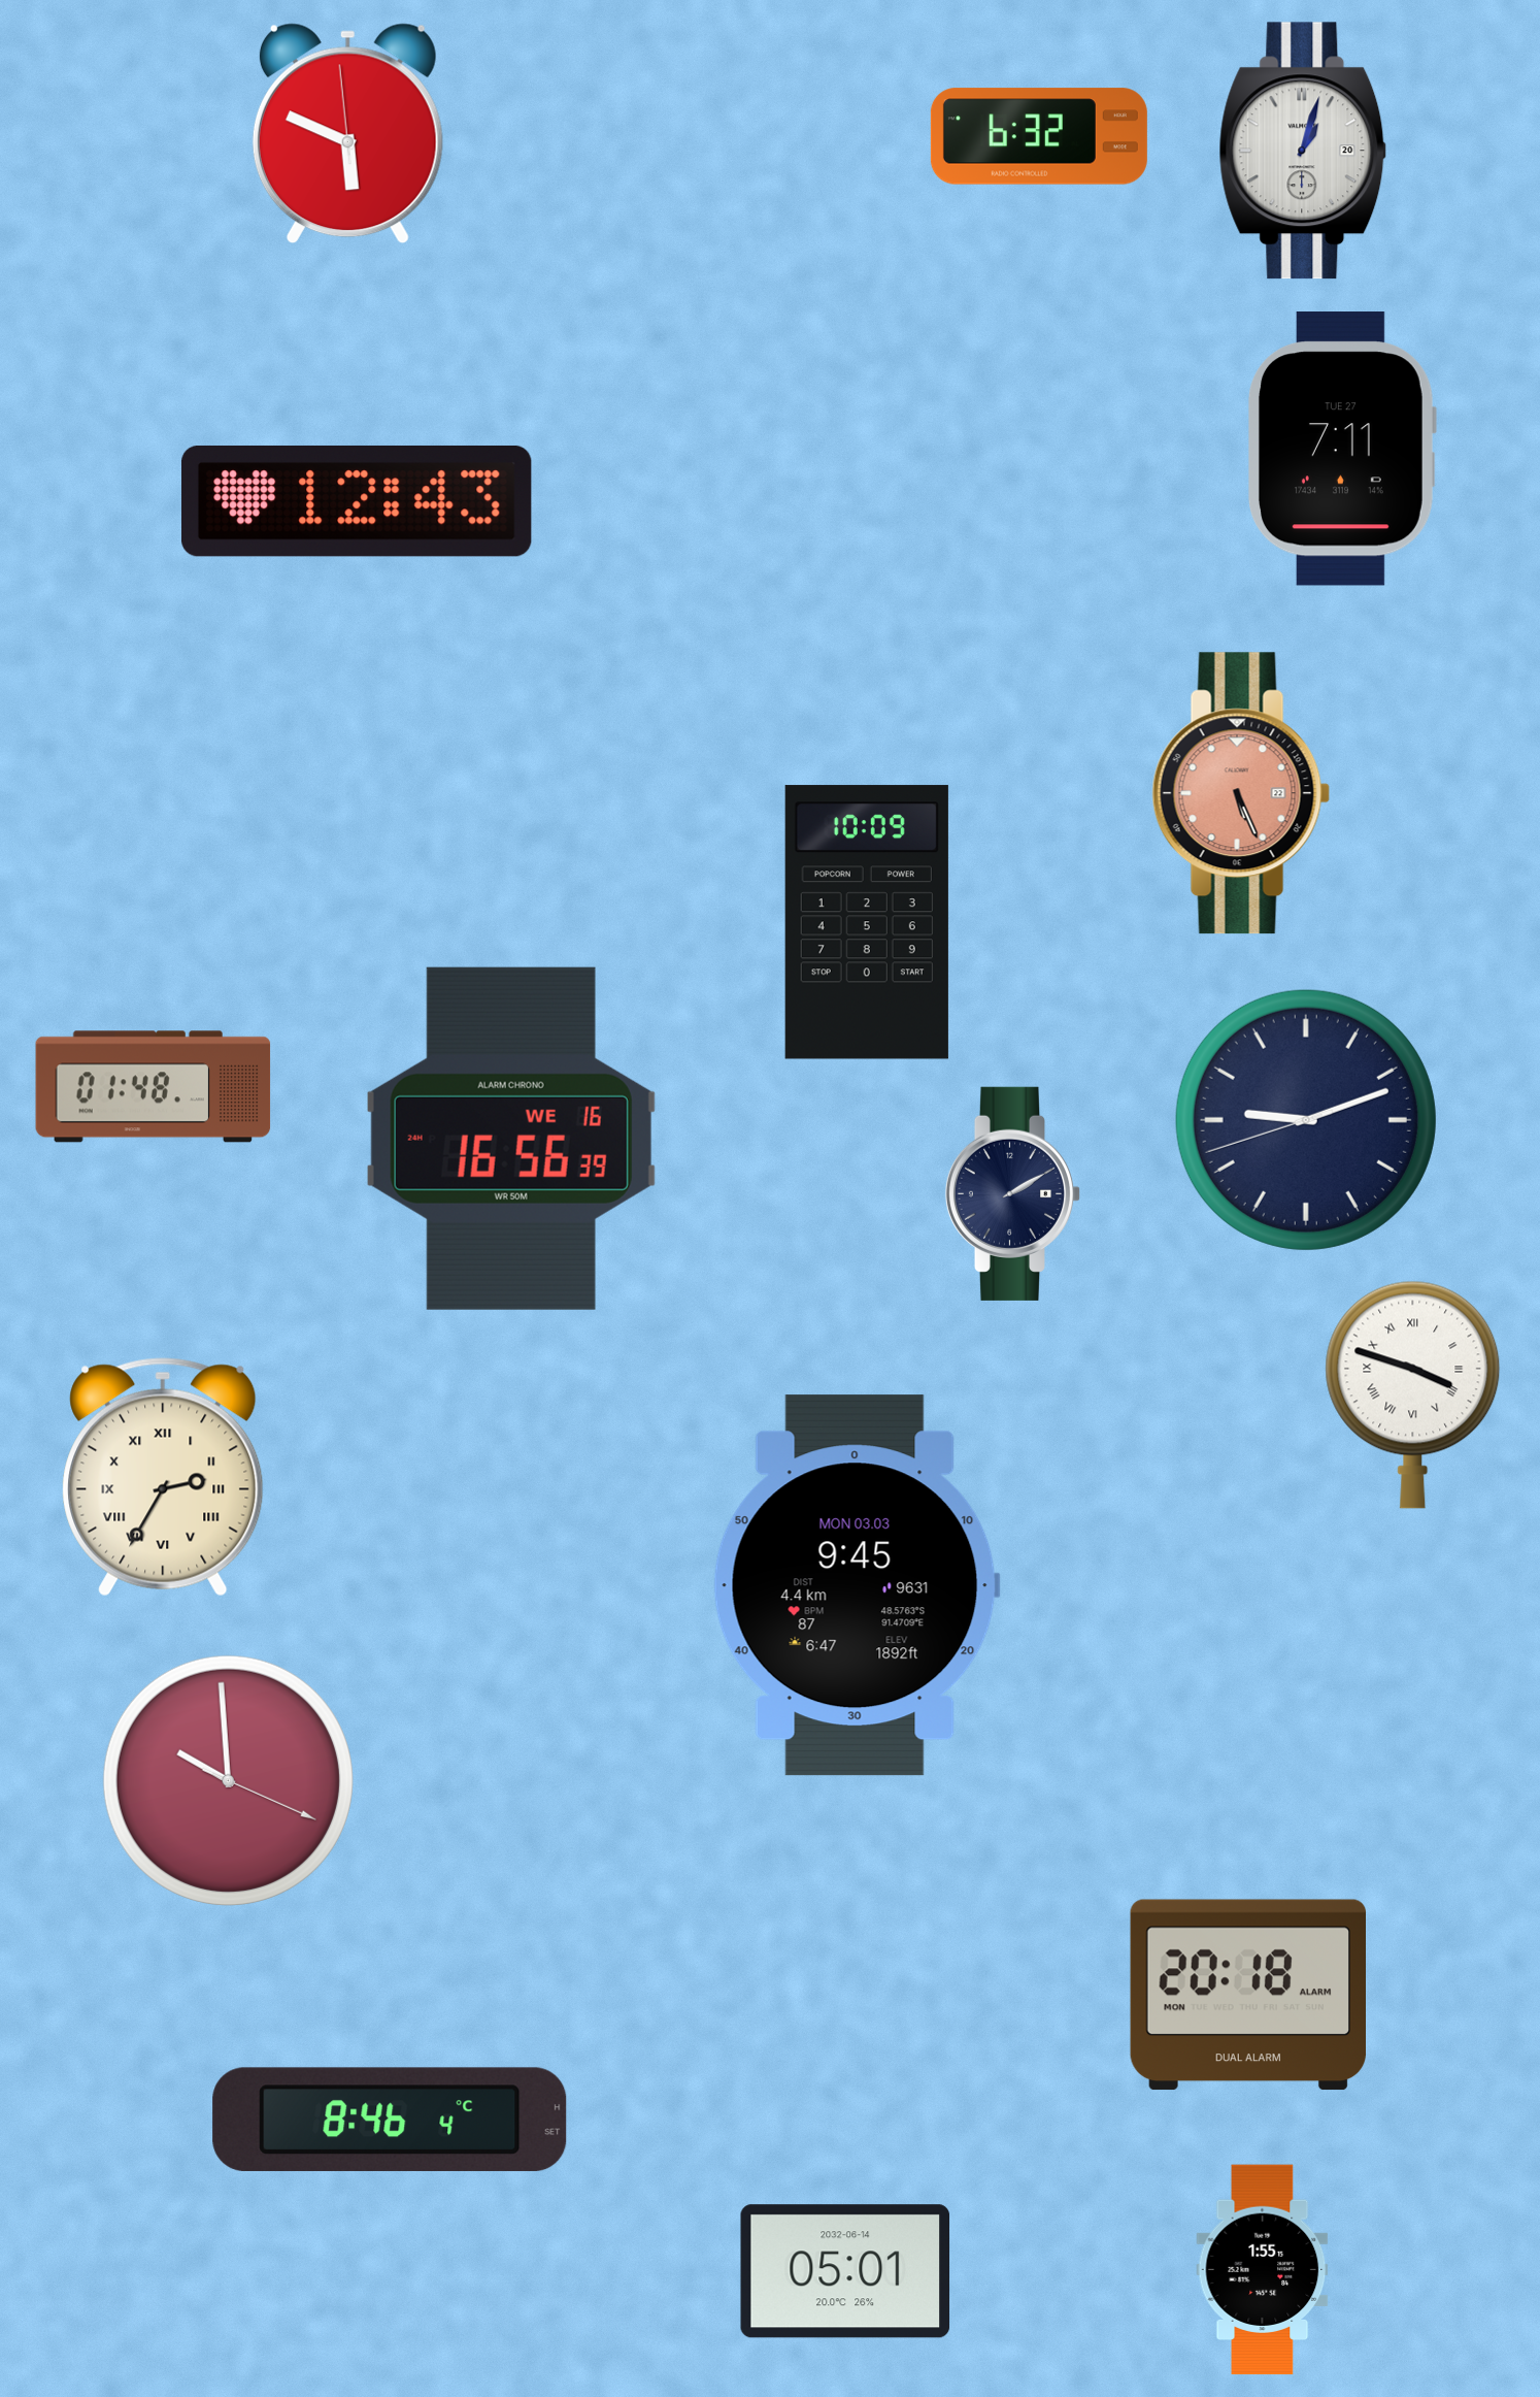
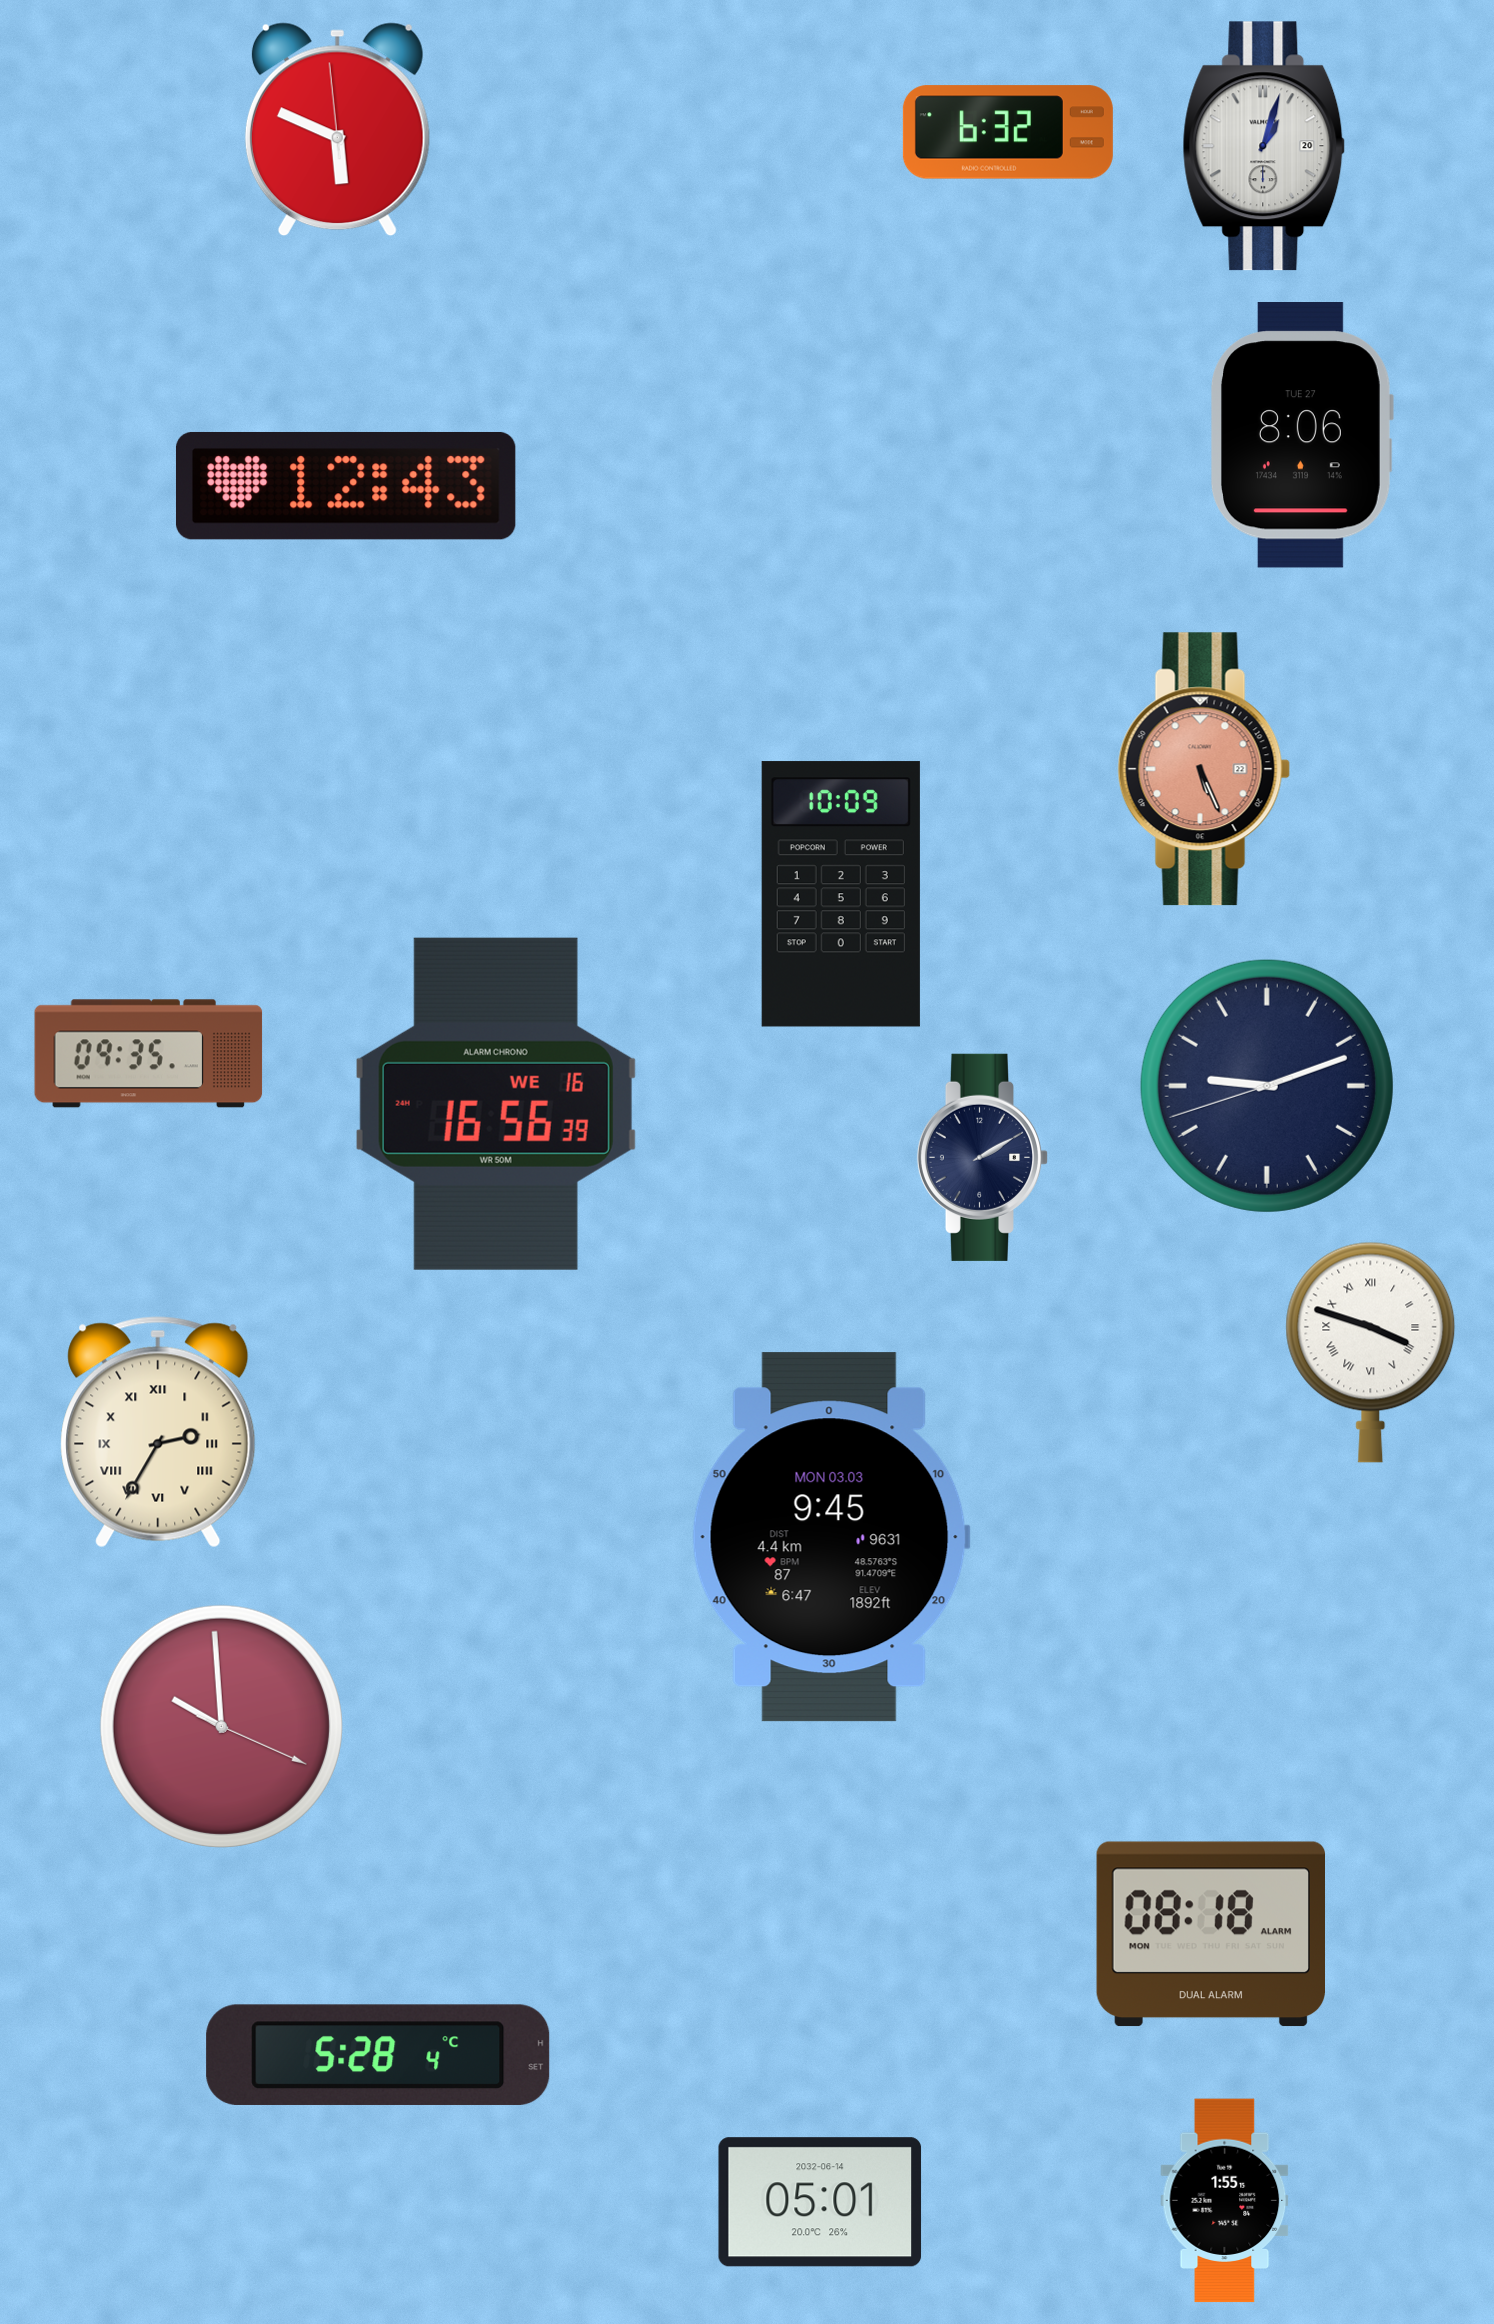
clock at (1342, 449): 7:11 -> 8:06
clock at (154, 1087): 01:48 -> 09:35
clock at (1247, 1995): 20:18 -> 08:18
clock at (390, 2120): 8:46 -> 5:28
